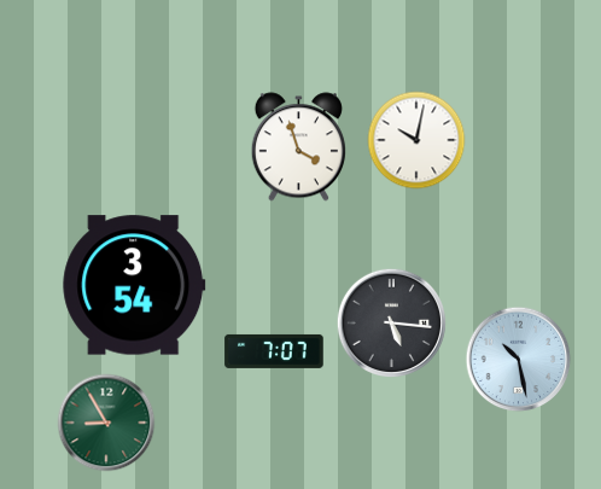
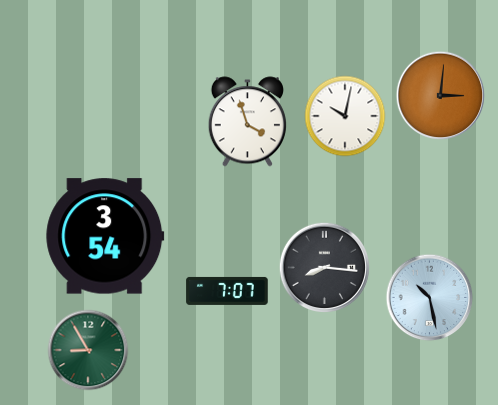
clock at (441, 96): none -> 3:01
clock at (134, 285) position: (134, 285) -> (105, 236)
clock at (391, 322): 5:16 -> 8:16
